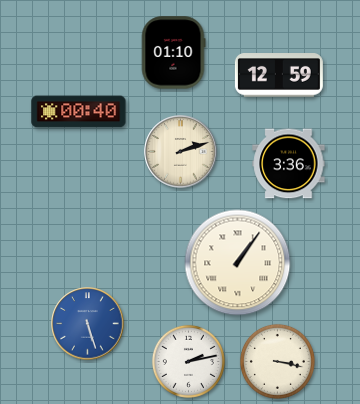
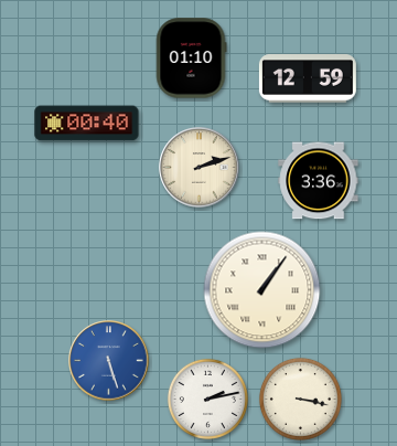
clock at (279, 75) position: (279, 75) -> (308, 78)
clock at (88, 324) position: (88, 324) -> (109, 361)
clock at (277, 361) position: (277, 361) -> (300, 399)
